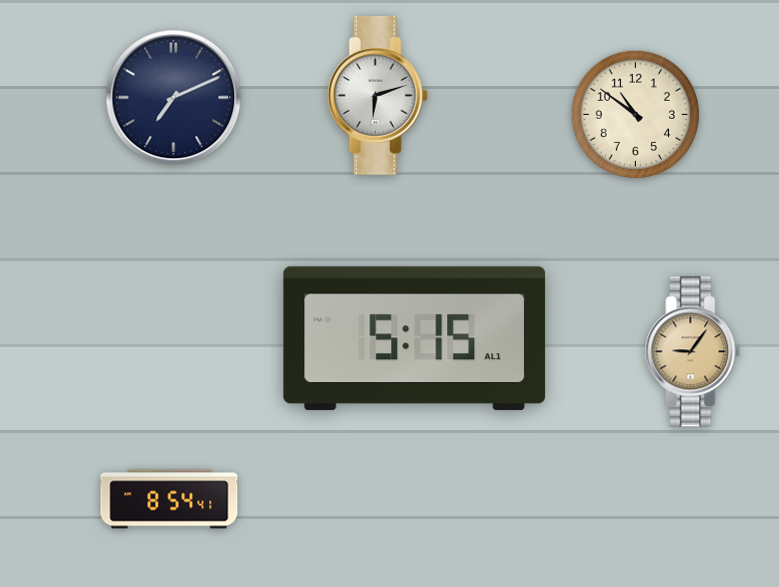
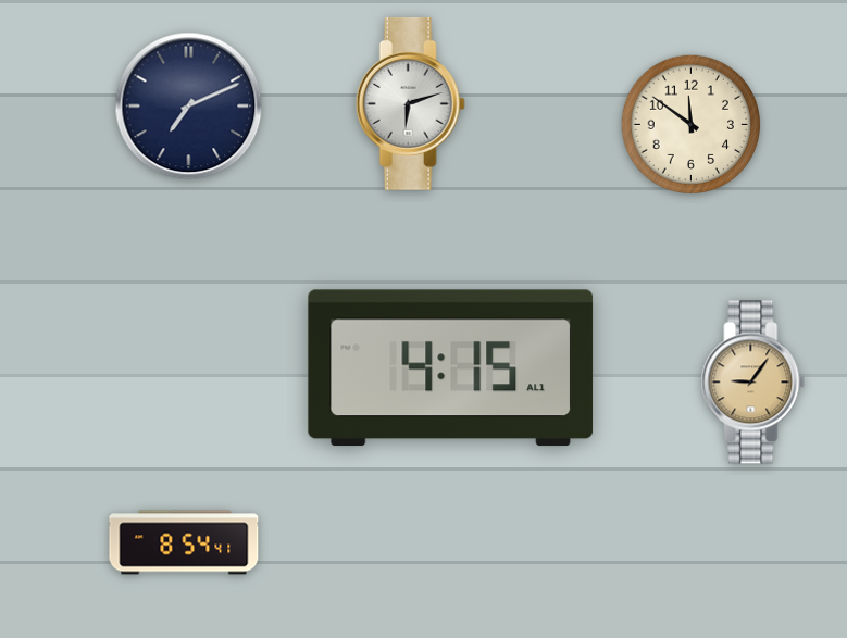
clock at (635, 114): 10:51 -> 11:51
clock at (415, 339): 5:15 -> 4:15
